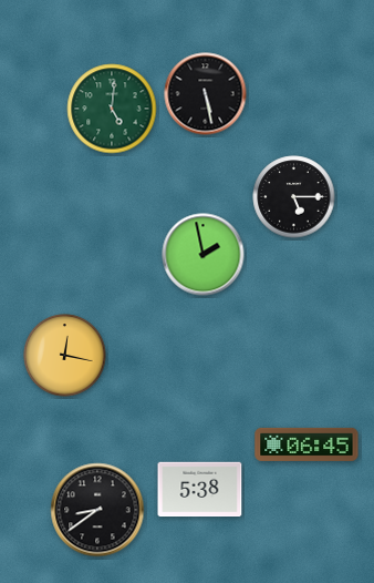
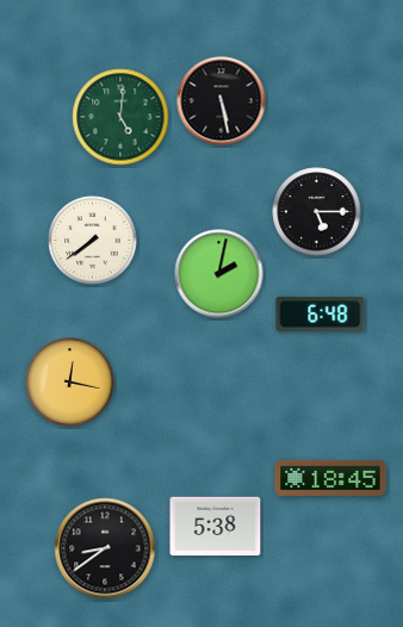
clock at (93, 241): none -> 7:39
clock at (204, 255): 1:58 -> 2:02
clock at (321, 313): none -> 6:48
clock at (307, 444): 06:45 -> 18:45
